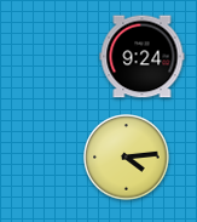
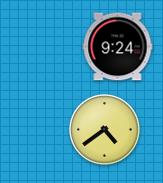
clock at (127, 158): 4:14 -> 4:39
